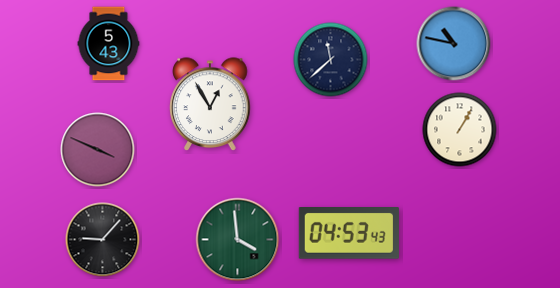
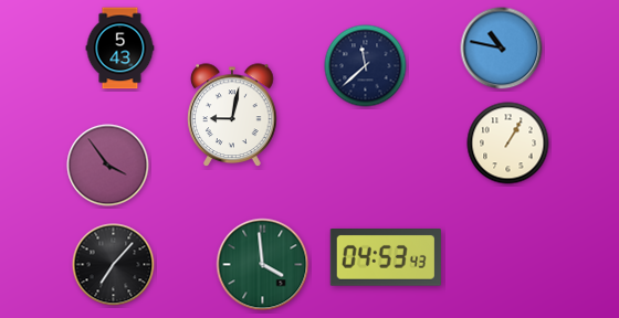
clock at (210, 104): 12:55 -> 9:02
clock at (98, 150): 3:49 -> 3:54
clock at (103, 240): 9:07 -> 7:07
